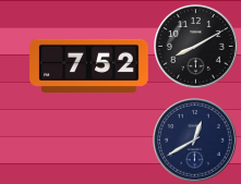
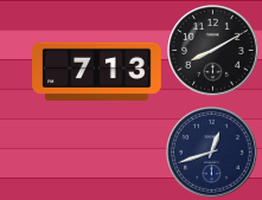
clock at (89, 66): 7:52 -> 7:13
clock at (195, 140): 12:40 -> 12:42
